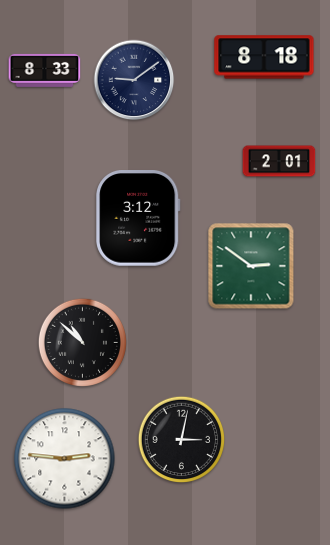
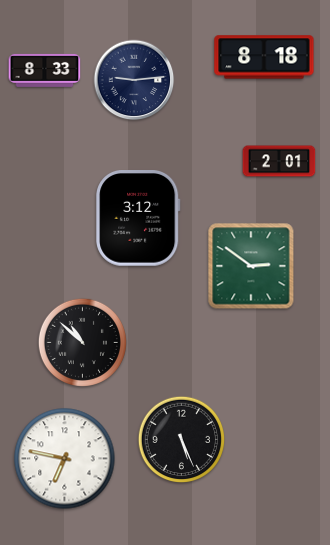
clock at (134, 80): 9:09 -> 9:14
clock at (182, 440): 3:02 -> 5:26
clock at (65, 459): 2:46 -> 6:47
